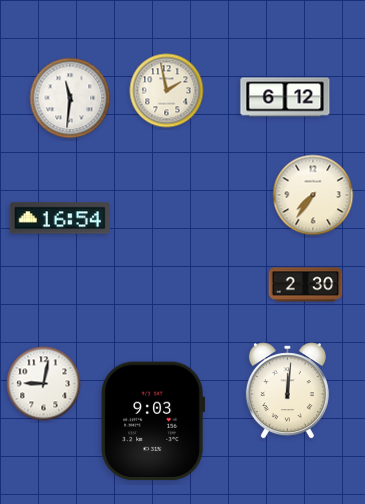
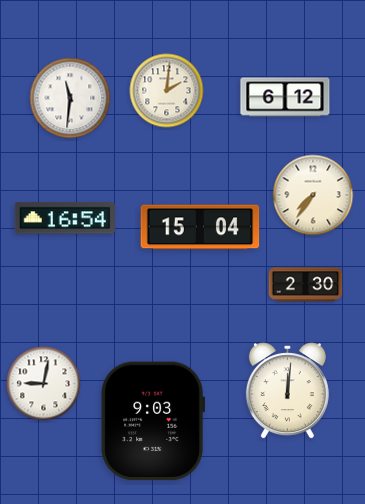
clock at (167, 91): 1:58 -> 2:01
clock at (60, 218) position: (60, 218) -> (65, 218)
clock at (200, 227): none -> 15:04
